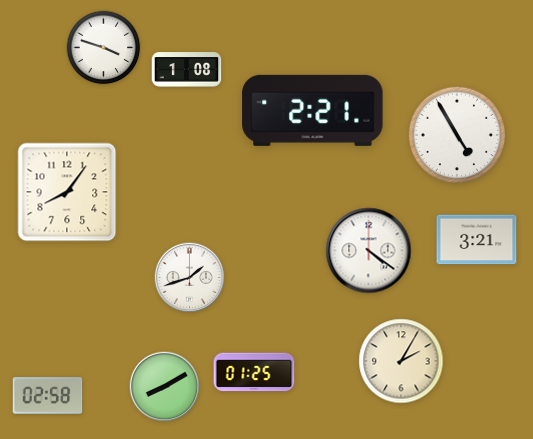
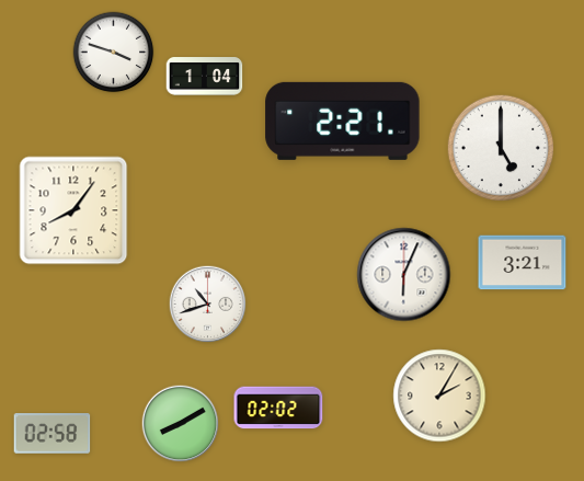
clock at (187, 70): 1:08 -> 1:04
clock at (457, 135): 4:55 -> 5:00
clock at (369, 251): 4:21 -> 6:04
clock at (190, 278): 1:42 -> 10:42
clock at (254, 372): 01:25 -> 02:02
